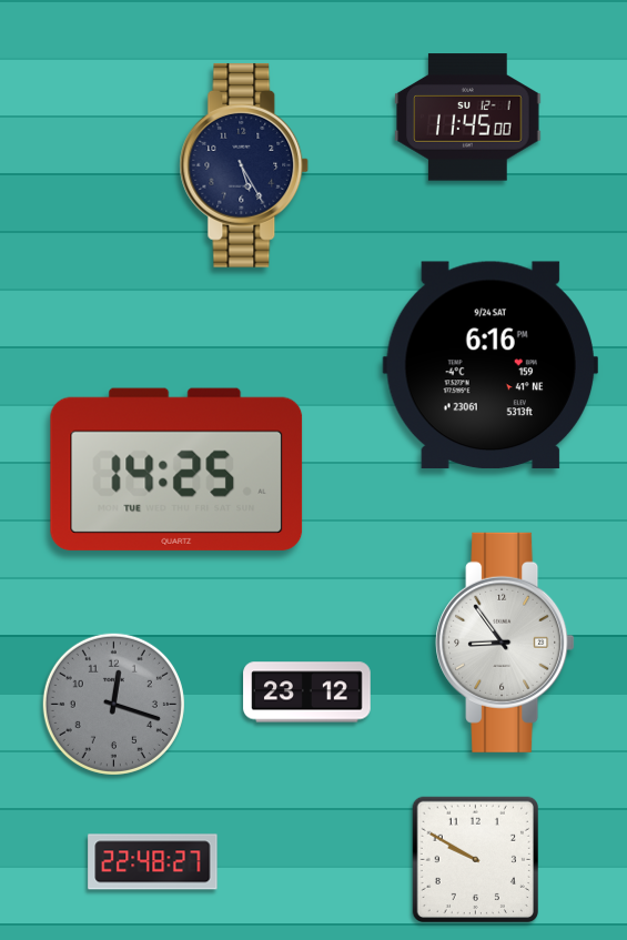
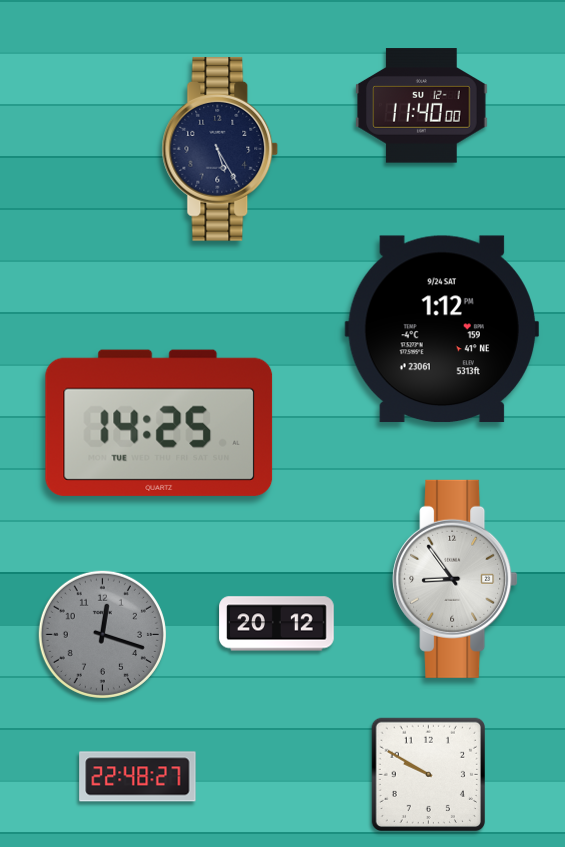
clock at (468, 118): 11:45 -> 11:40
clock at (491, 365): 6:16 -> 1:12
clock at (307, 693): 23:12 -> 20:12
